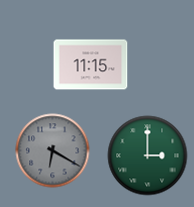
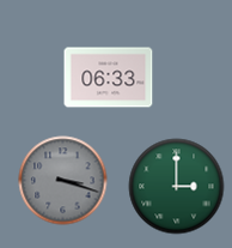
clock at (91, 65): 11:15 -> 06:33
clock at (53, 151): 6:20 -> 3:18
